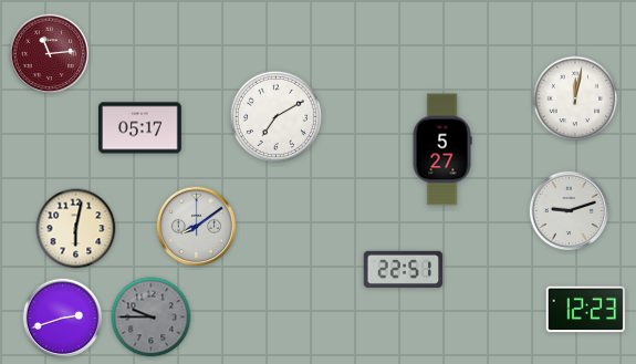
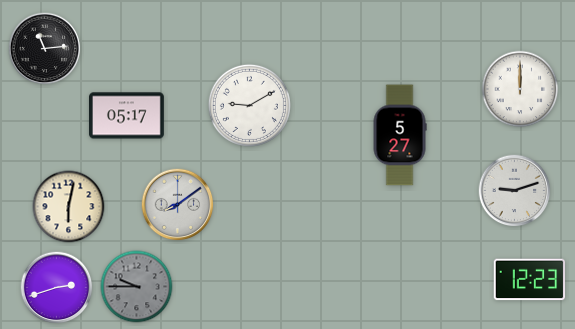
clock at (50, 54) dial: burgundy -> black
clock at (575, 98): 12:02 -> 12:00
clock at (275, 116): 7:10 -> 9:10
clock at (404, 269): 22:51 -> none
